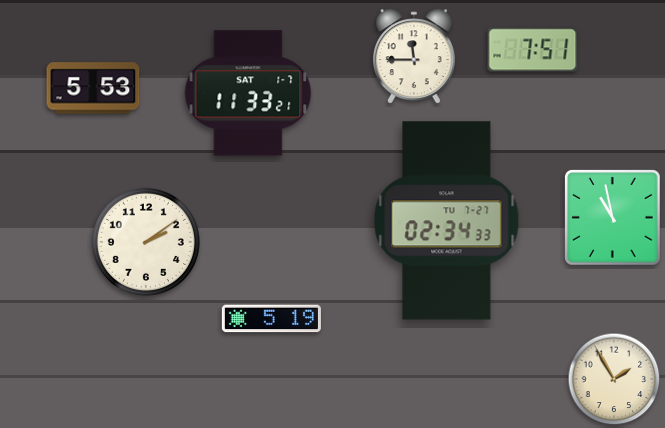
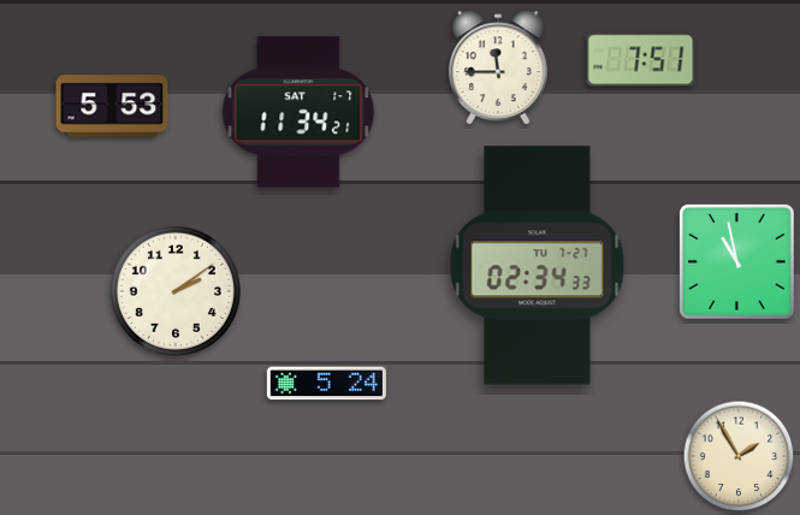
clock at (248, 93): 11:33 -> 11:34
clock at (271, 319): 5:19 -> 5:24
